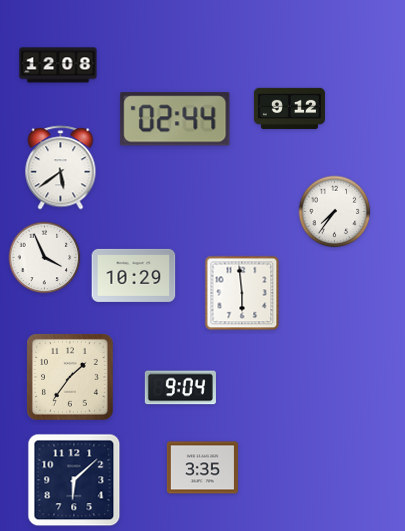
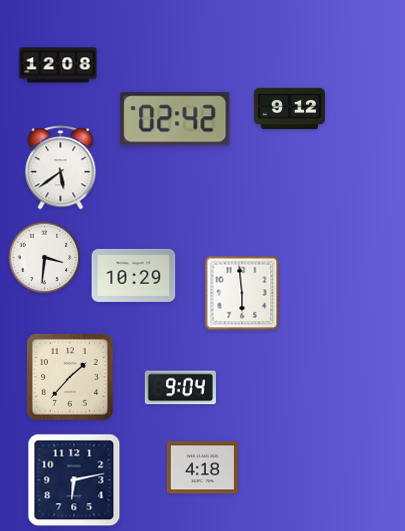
clock at (175, 119): 02:44 -> 02:42
clock at (335, 212): 7:36 -> none
clock at (45, 258): 3:56 -> 3:31
clock at (71, 378): 1:36 -> 1:37
clock at (202, 468): 3:35 -> 4:18
clock at (74, 480): 6:08 -> 6:13
